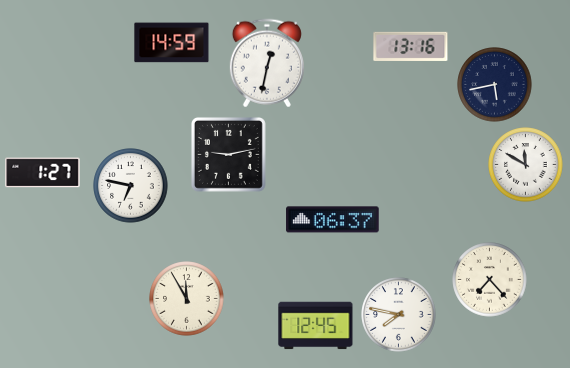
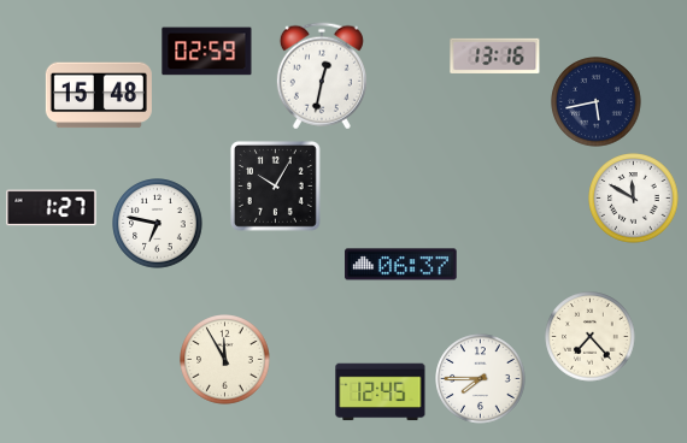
clock at (172, 43): 14:59 -> 02:59
clock at (99, 95): none -> 15:48
clock at (228, 154): 9:13 -> 10:05
clock at (399, 315): 7:47 -> 7:45
